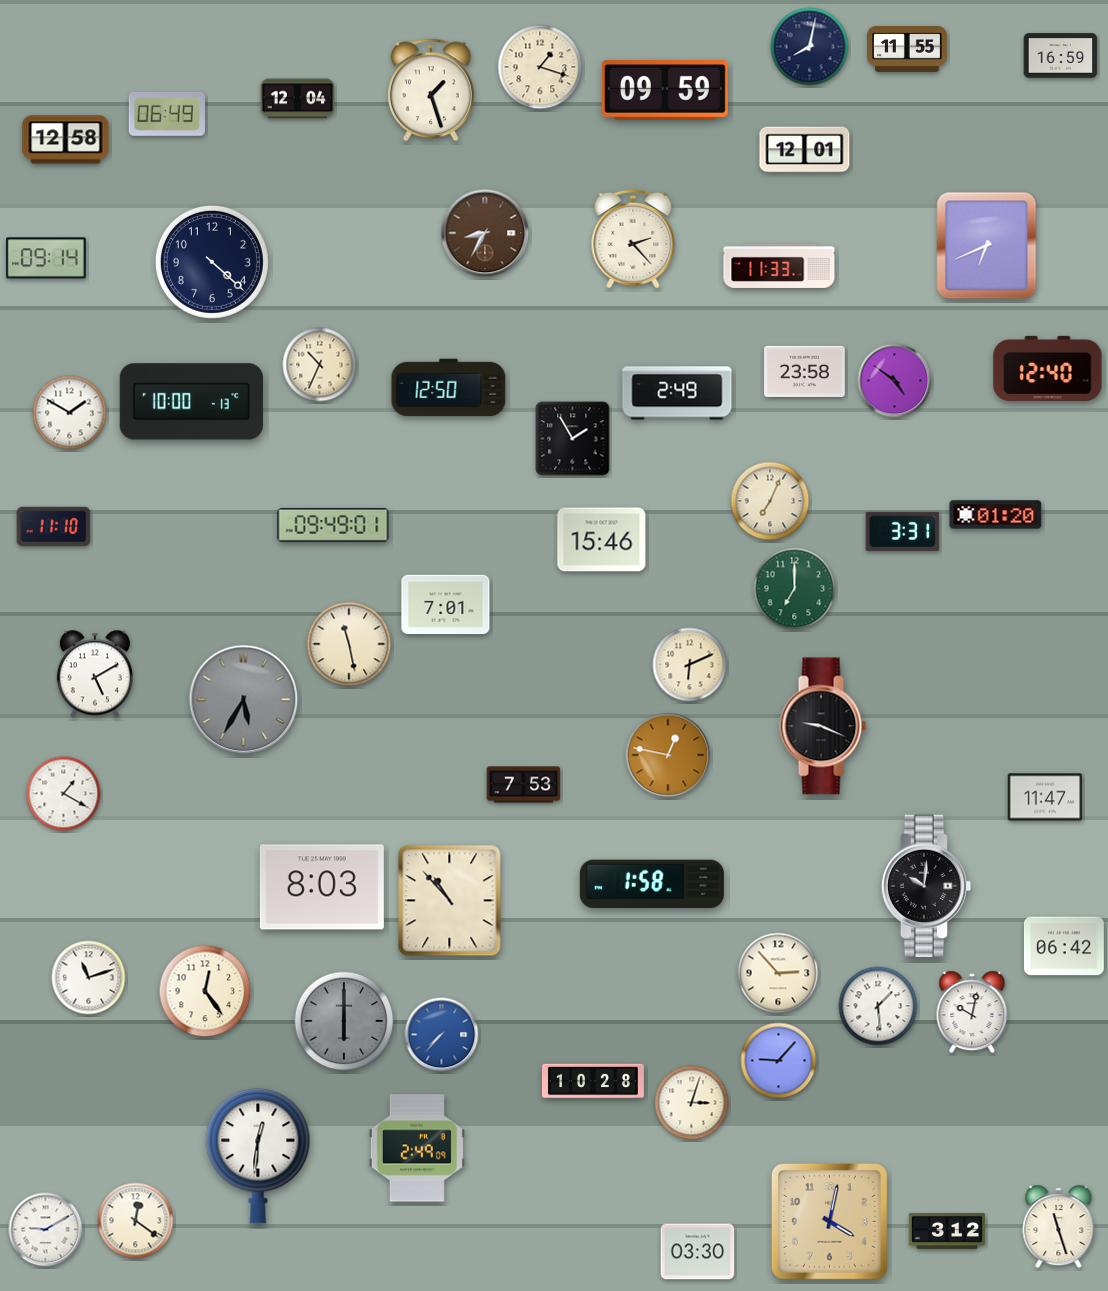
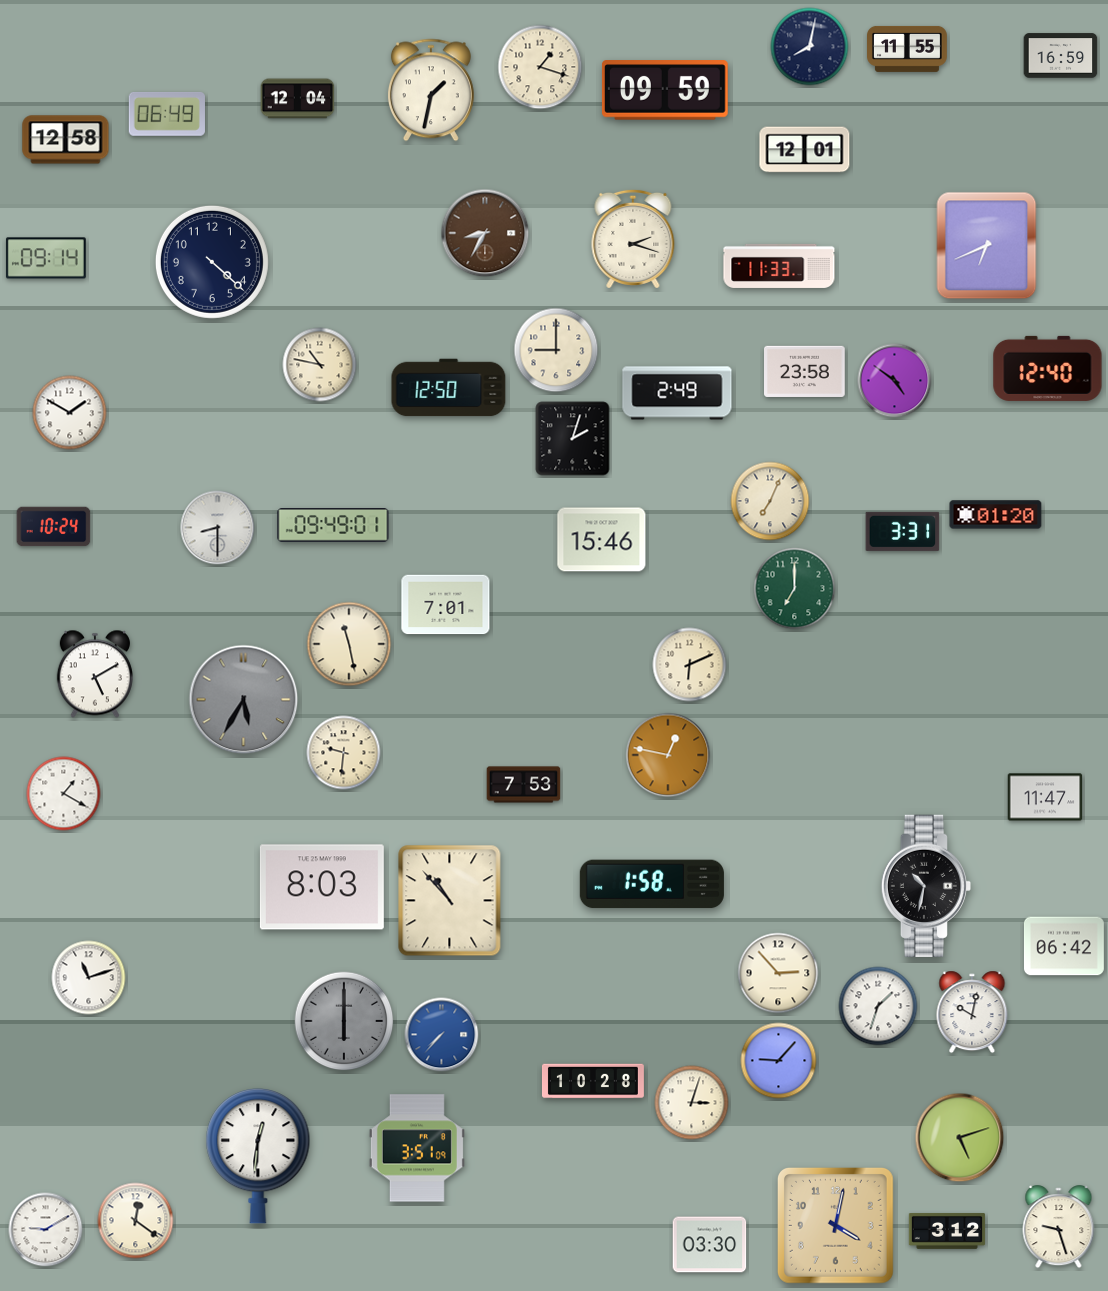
clock at (431, 90): 1:27 -> 1:32
clock at (633, 239): 2:23 -> 2:18
clock at (556, 350): none -> 9:00
clock at (320, 365): 10:34 -> 10:47
clock at (191, 402): 10:00 -> none
clock at (573, 439): 1:55 -> 2:03
clock at (54, 527): 11:10 -> 10:24
clock at (218, 528): none -> 8:30
clock at (823, 726): 9:19 -> none
clock at (344, 753): none -> 9:31
clock at (925, 885): 10:01 -> 10:32
clock at (205, 991): 12:24 -> none
clock at (878, 1006): 1:29 -> 1:33
clock at (960, 1138): none -> 5:12
clock at (417, 1148): 2:49 -> 3:51
clock at (829, 1221) position: (829, 1221) -> (835, 1225)
clock at (1059, 1227): 11:27 -> 9:27
clock at (698, 1252) position: (698, 1252) -> (710, 1245)
